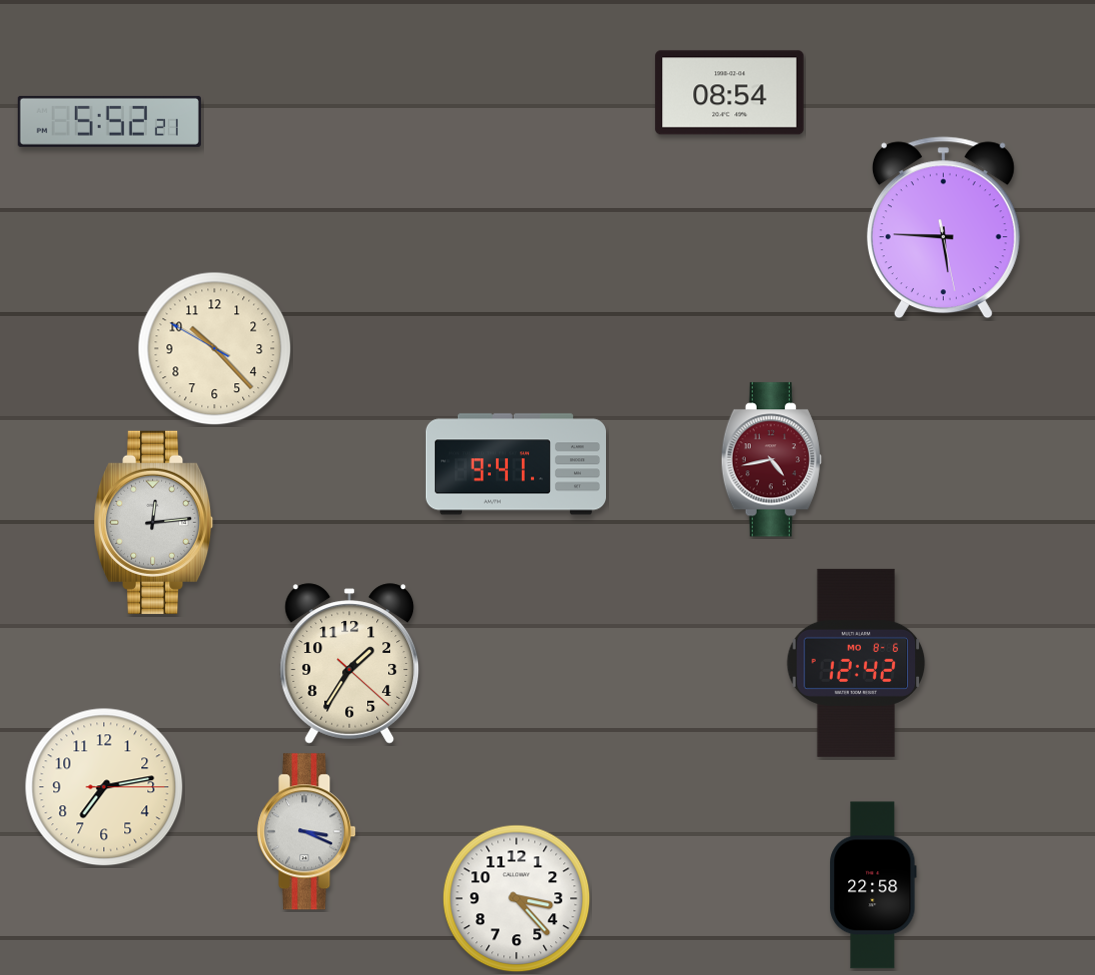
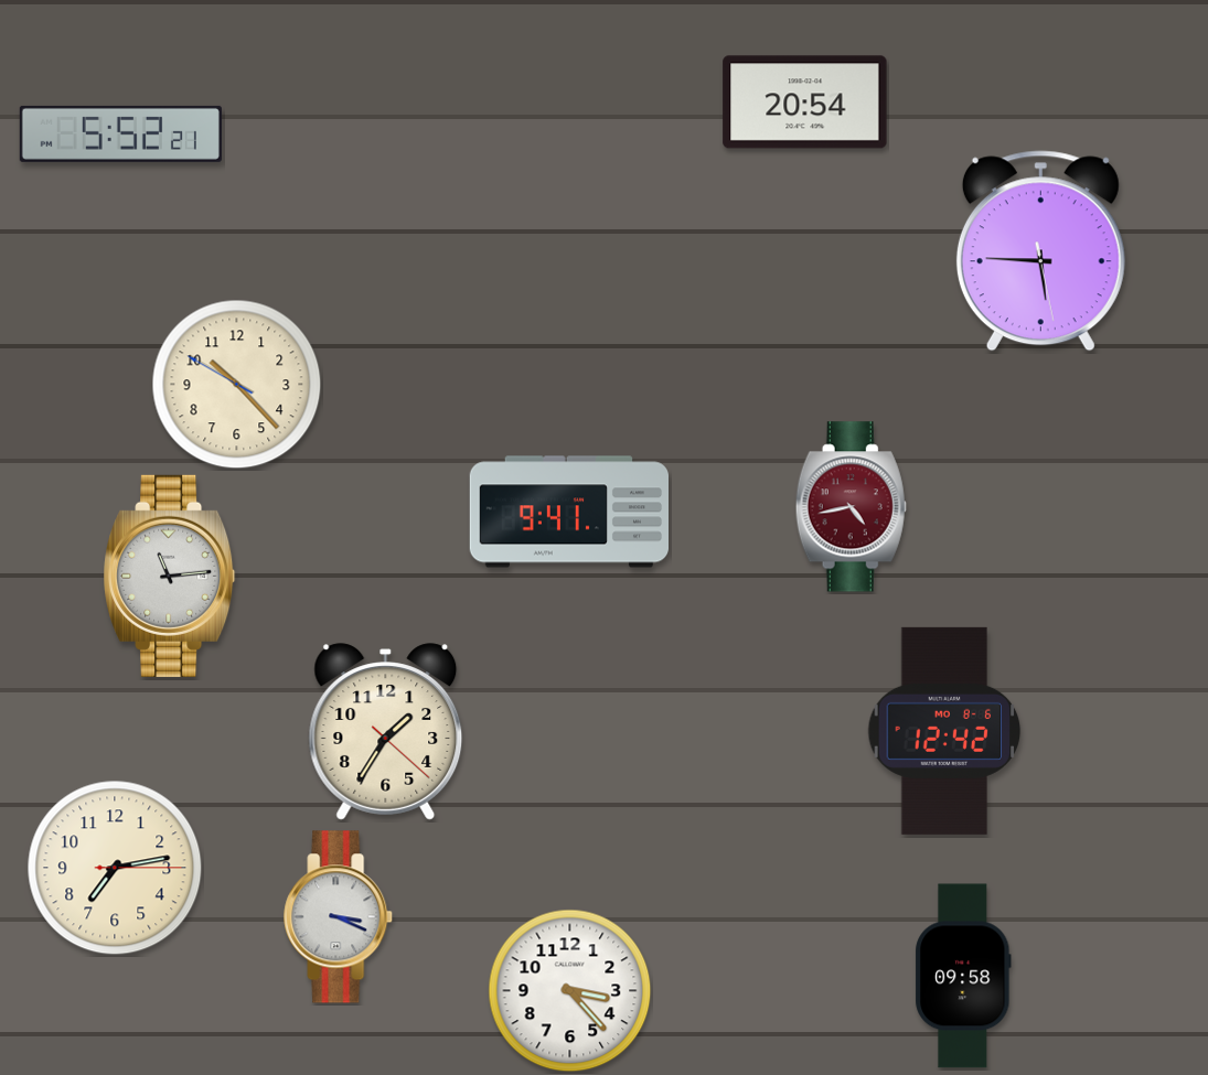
clock at (730, 93): 08:54 -> 20:54
clock at (154, 522): 12:14 -> 11:14
clock at (873, 885): 22:58 -> 09:58
